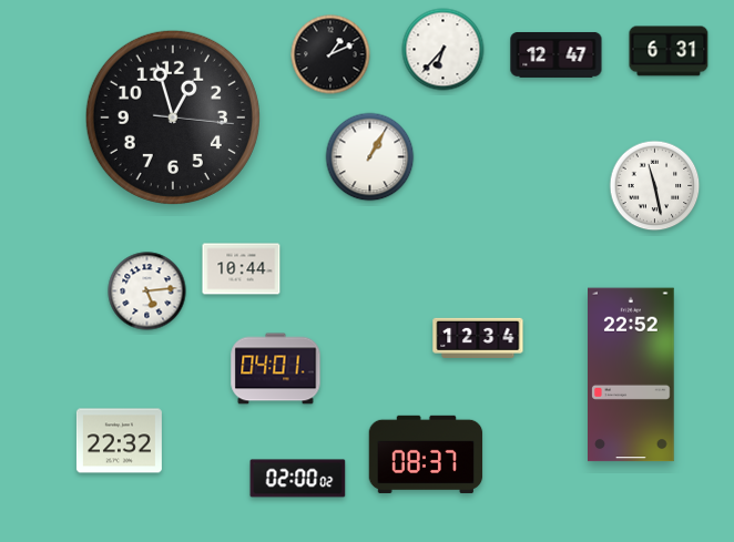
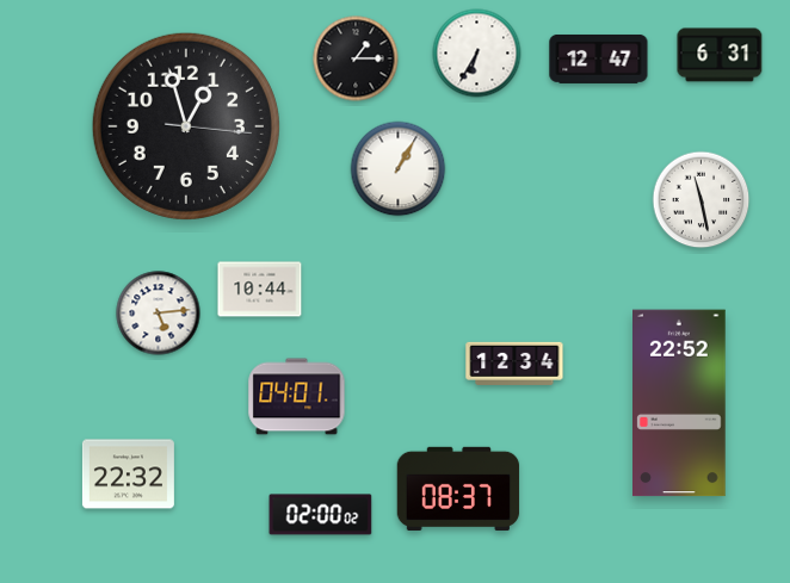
clock at (444, 50): 6:37 -> 6:35
clock at (330, 54): 1:11 -> 1:15
clock at (655, 186) position: (655, 186) -> (702, 200)
